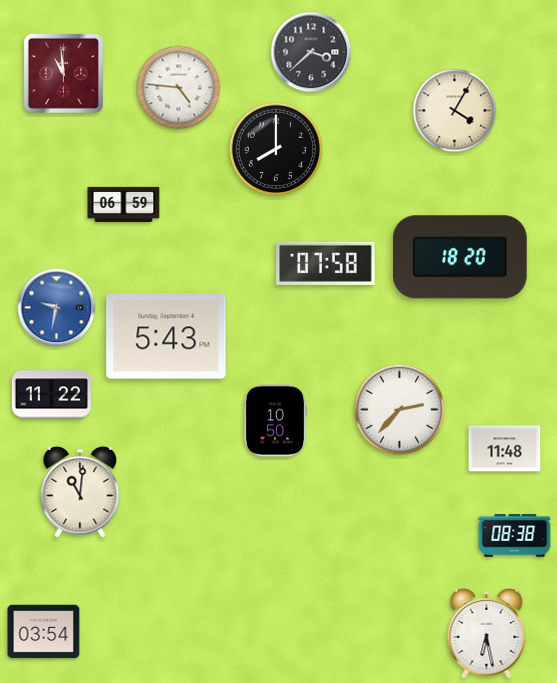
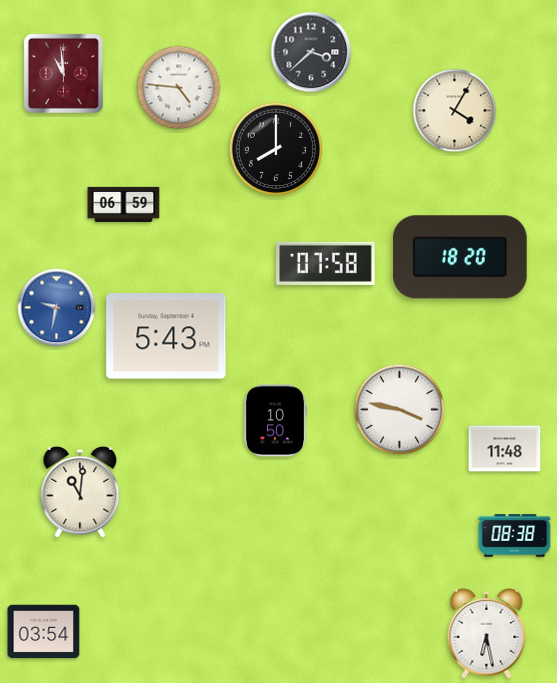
clock at (51, 395): 11:22 -> none
clock at (400, 410): 2:37 -> 3:47
